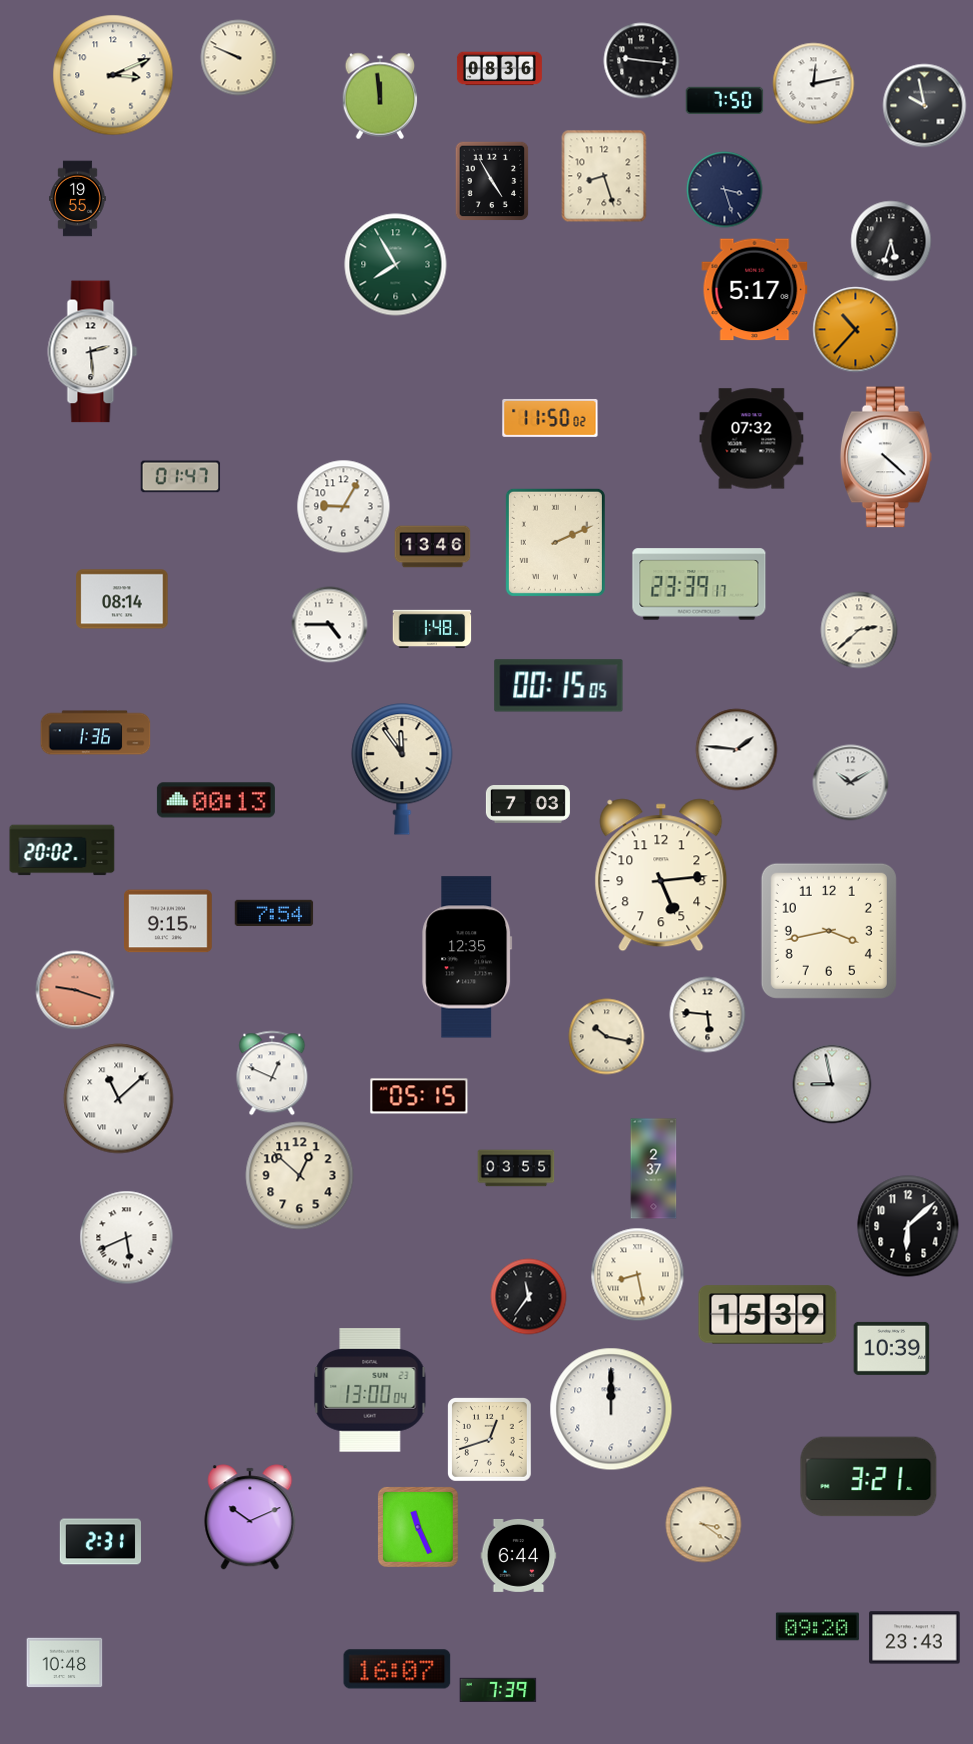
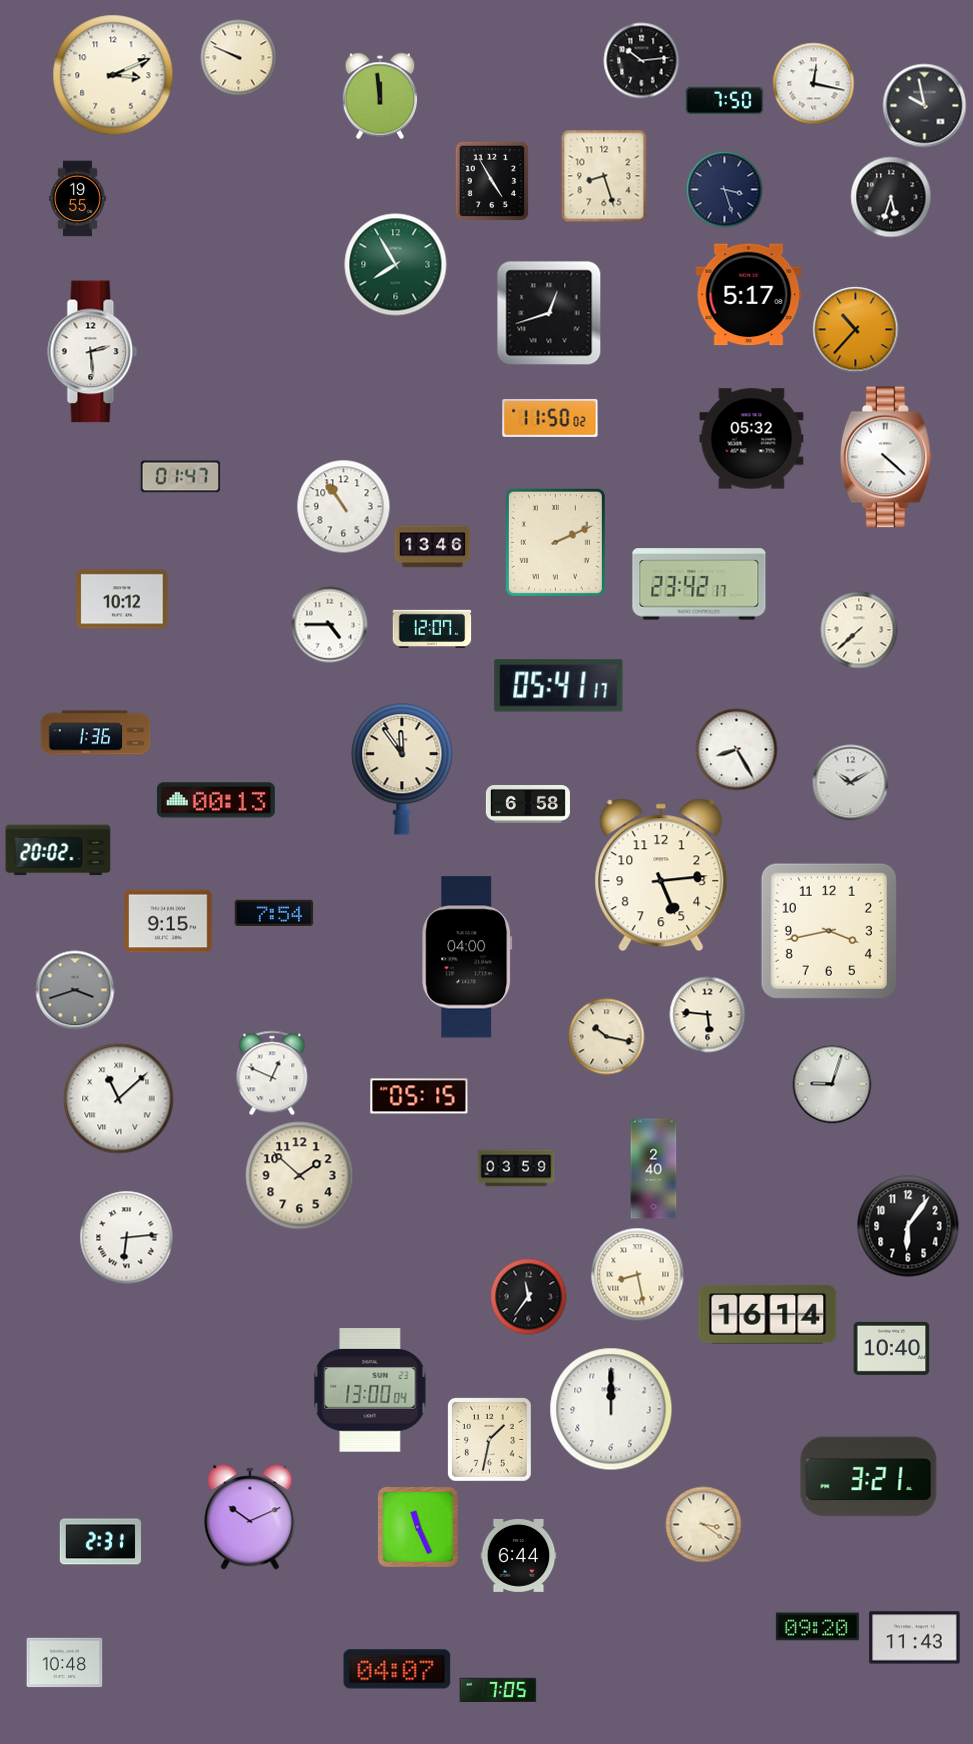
clock at (642, 61): 9:16 -> 10:14
clock at (499, 69): 08:36 -> none
clock at (814, 84): 12:13 -> 12:17
clock at (891, 241) position: (891, 241) -> (891, 197)
clock at (755, 290) position: (755, 290) -> (749, 295)
clock at (549, 313): none -> 12:42
clock at (752, 439): 07:32 -> 05:32
clock at (344, 507): 9:05 -> 10:54
clock at (699, 584): 23:39 -> 23:42
clock at (122, 599): 08:14 -> 10:12
clock at (432, 628): 1:48 -> 12:07
clock at (859, 630): 2:38 -> 7:38
clock at (559, 686): 00:15 -> 05:41
clock at (737, 750): 1:46 -> 8:25
clock at (528, 805): 7:03 -> 6:58
clock at (62, 850) position: (62, 850) -> (58, 850)
clock at (467, 957): 12:35 -> 04:00
clock at (75, 990): 9:18 -> 3:42
clock at (75, 990) dial: salmon -> grey
clock at (832, 1084): 8:58 -> 9:03
clock at (516, 1168): 03:55 -> 03:59
clock at (654, 1169): 2:37 -> 2:40
clock at (300, 1176): 12:52 -> 1:52
clock at (908, 1226): 6:08 -> 6:06
clock at (127, 1238): 5:41 -> 6:14
clock at (768, 1315): 15:39 -> 16:14
clock at (892, 1348): 10:39 -> 10:40
clock at (490, 1440): 12:42 -> 1:32
clock at (915, 1638): 23:43 -> 11:43
clock at (397, 1669): 16:07 -> 04:07
clock at (498, 1689): 7:39 -> 7:05
